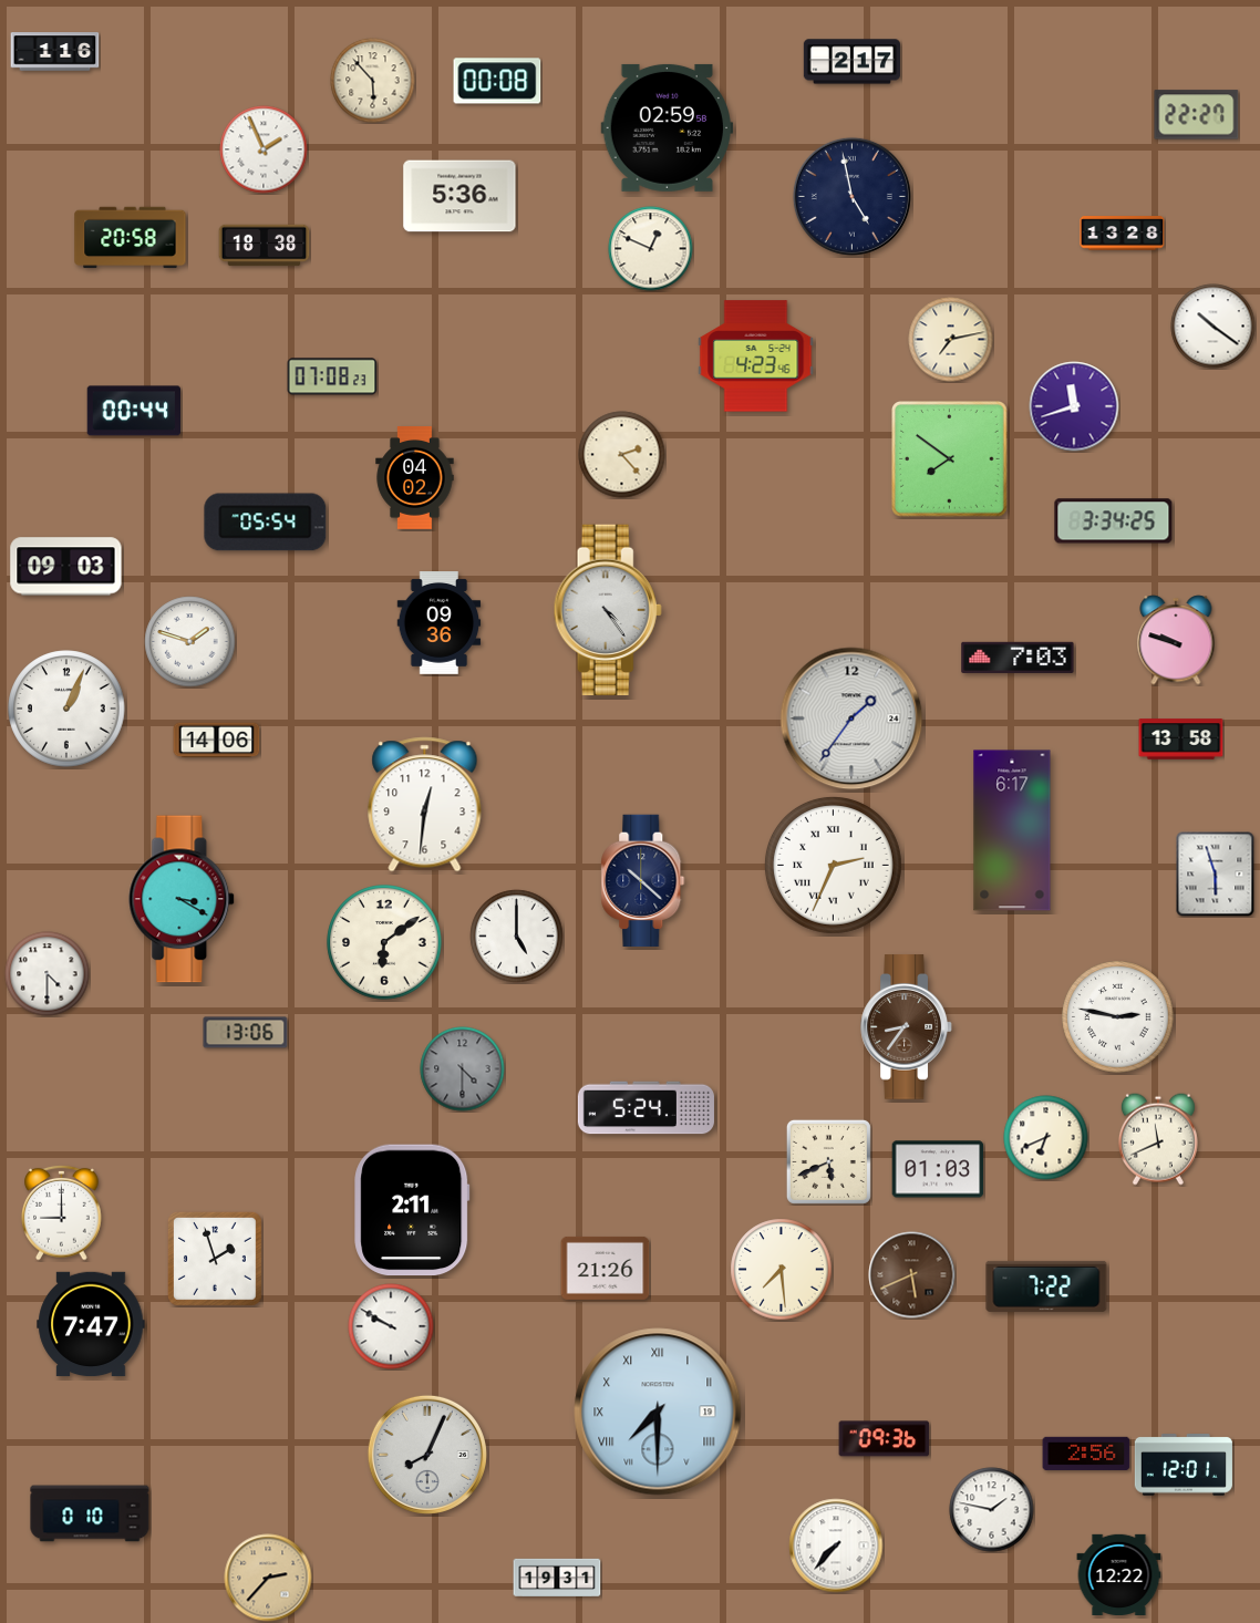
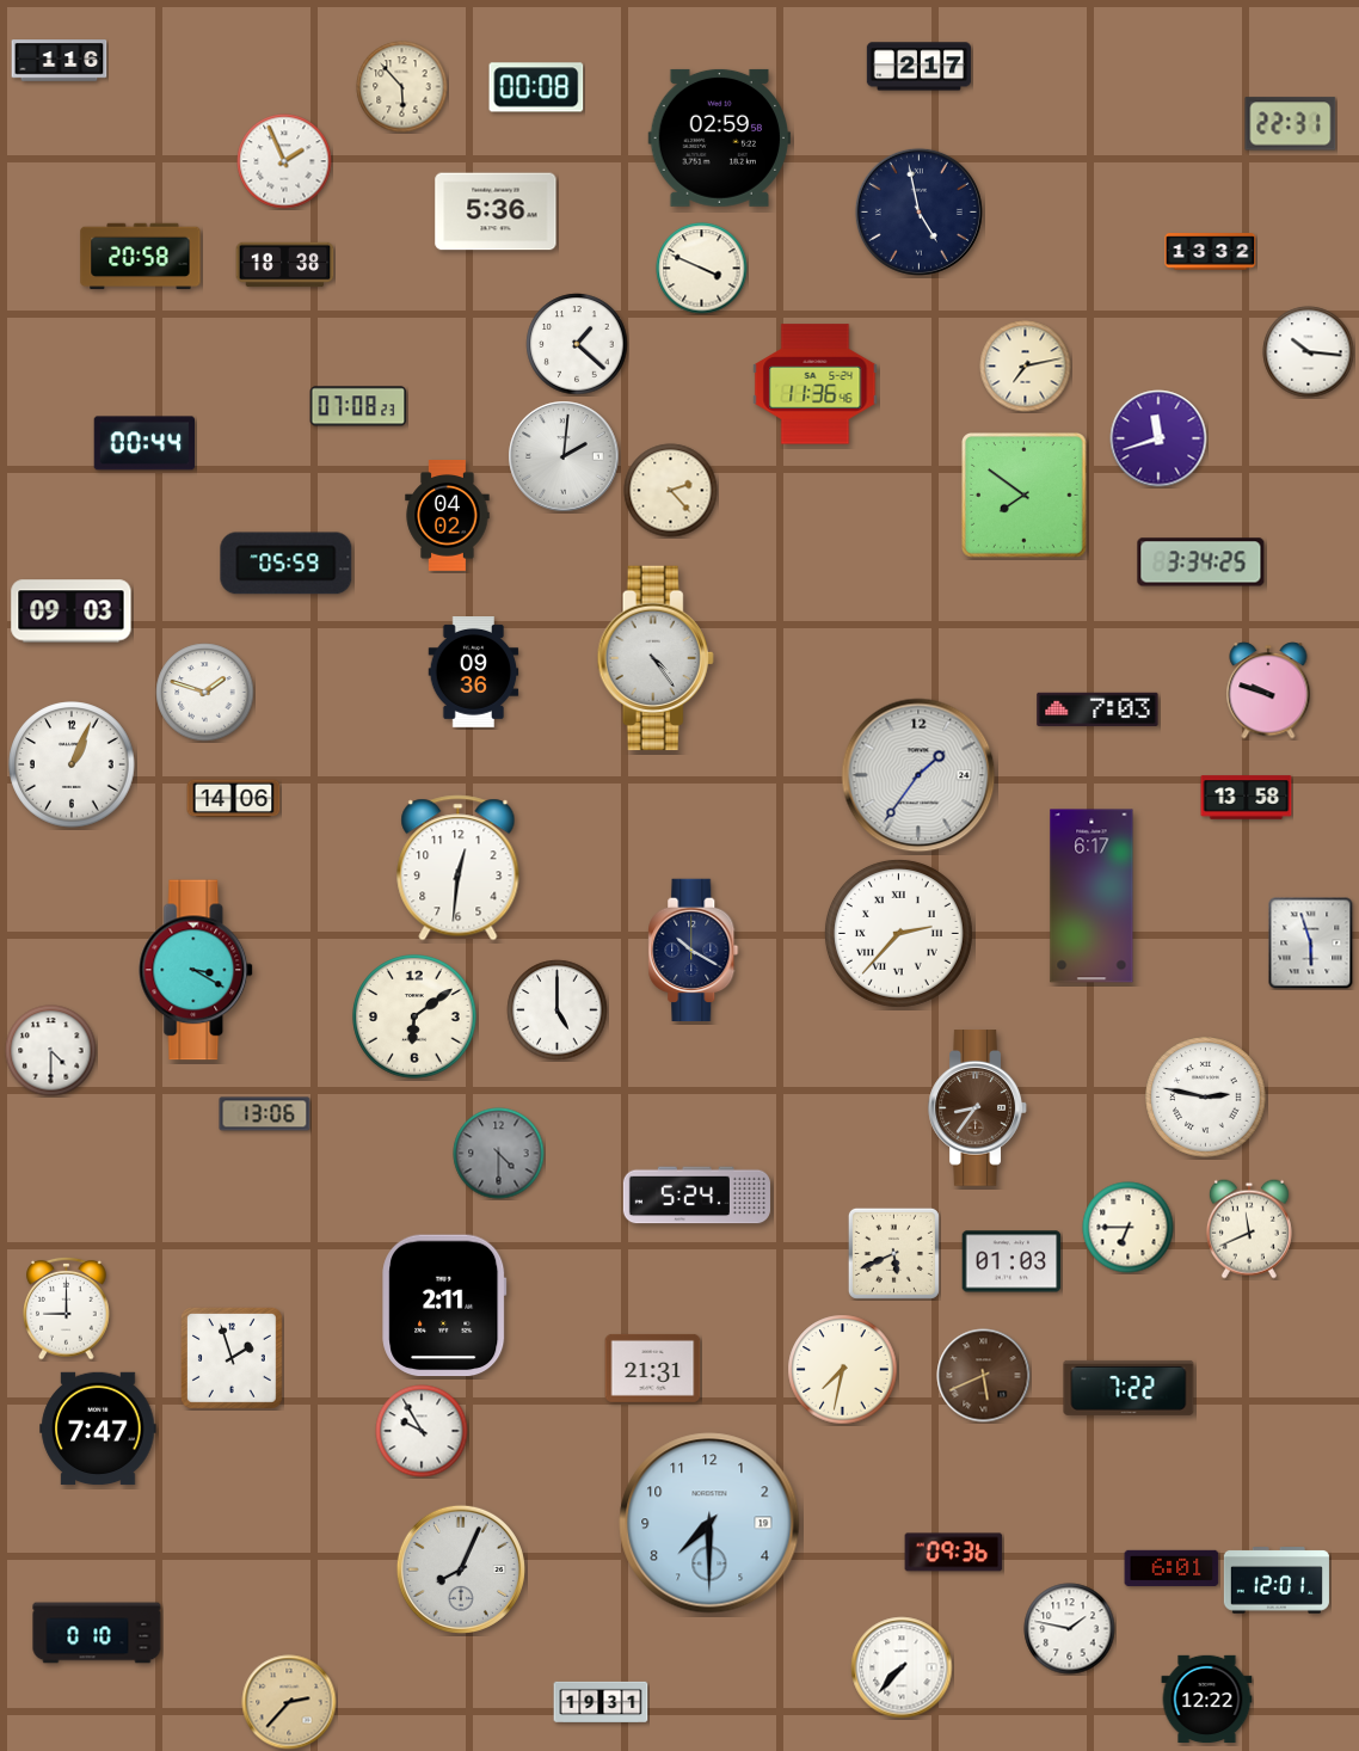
clock at (55, 52) position: (55, 52) -> (60, 61)
clock at (1197, 115): 22:27 -> 22:31
clock at (1123, 234): 13:28 -> 13:32
clock at (651, 249): 12:49 -> 3:49
clock at (577, 344): none -> 1:22
clock at (1213, 327): 10:21 -> 10:16
clock at (756, 356): 4:23 -> 11:36
clock at (564, 456): none -> 2:01
clock at (266, 523): 05:54 -> 05:59
clock at (1181, 740) position: (1181, 740) -> (1247, 798)
clock at (833, 865): 2:34 -> 2:37
clock at (643, 881): 10:22 -> 10:20
clock at (1046, 1138): 6:41 -> 6:45
clock at (606, 1268): 21:26 -> 21:31
clock at (782, 1270): 7:29 -> 7:32
clock at (391, 1326): 9:50 -> 9:55
clock at (658, 1412) numerals: Roman -> Arabic
clock at (1086, 1454): 2:56 -> 6:01
